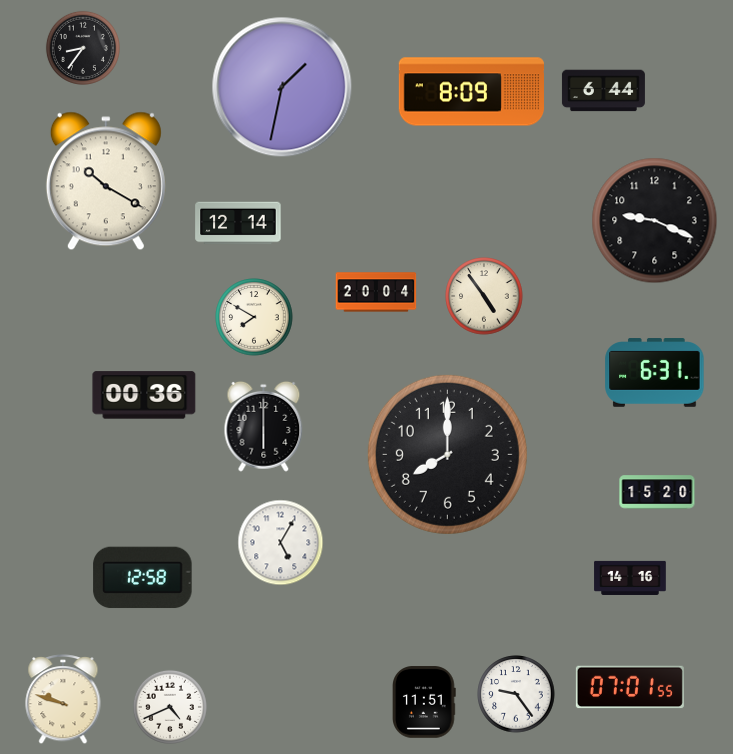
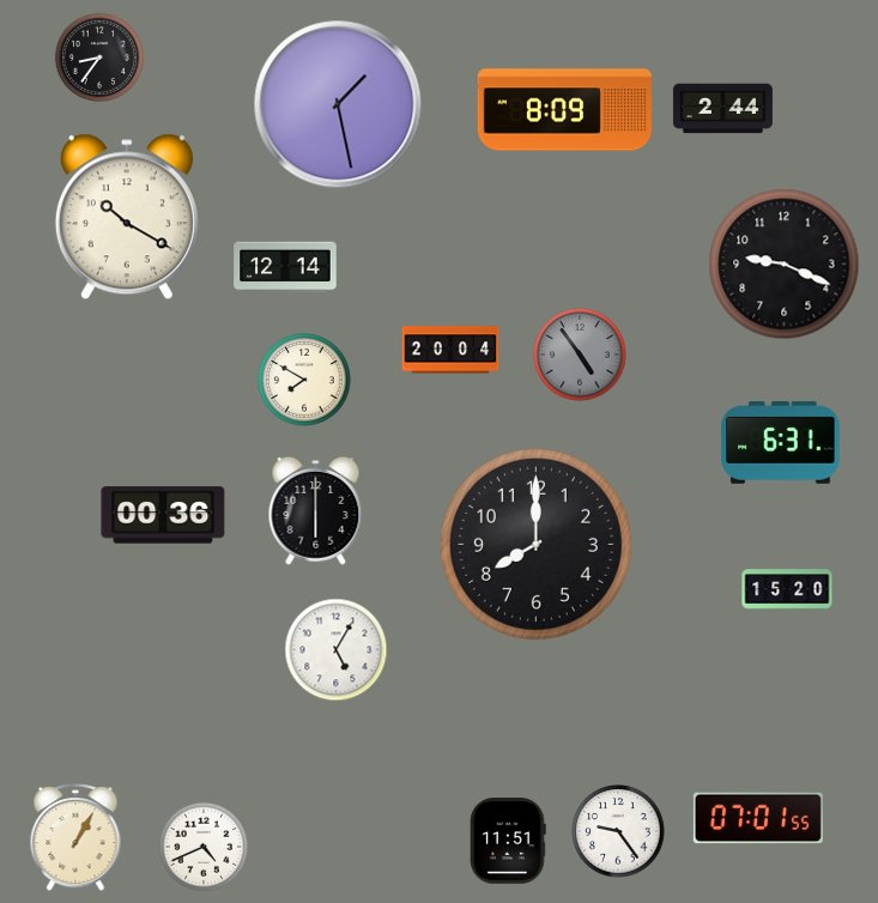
clock at (282, 87): 1:32 -> 1:28
clock at (603, 91): 6:44 -> 2:44
clock at (484, 296) dial: cream -> grey
clock at (655, 373) position: (655, 373) -> (781, 443)
clock at (144, 395) position: (144, 395) -> (163, 515)
clock at (143, 578): 12:58 -> none
clock at (630, 578): 14:16 -> none
clock at (630, 687) position: (630, 687) -> (758, 818)
clock at (63, 700): 9:48 -> 1:05
